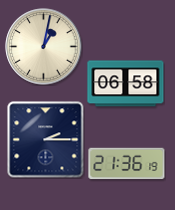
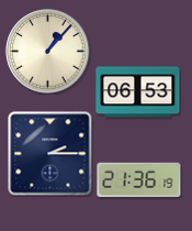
clock at (44, 47): 1:02 -> 1:07
clock at (126, 84): 06:58 -> 06:53
